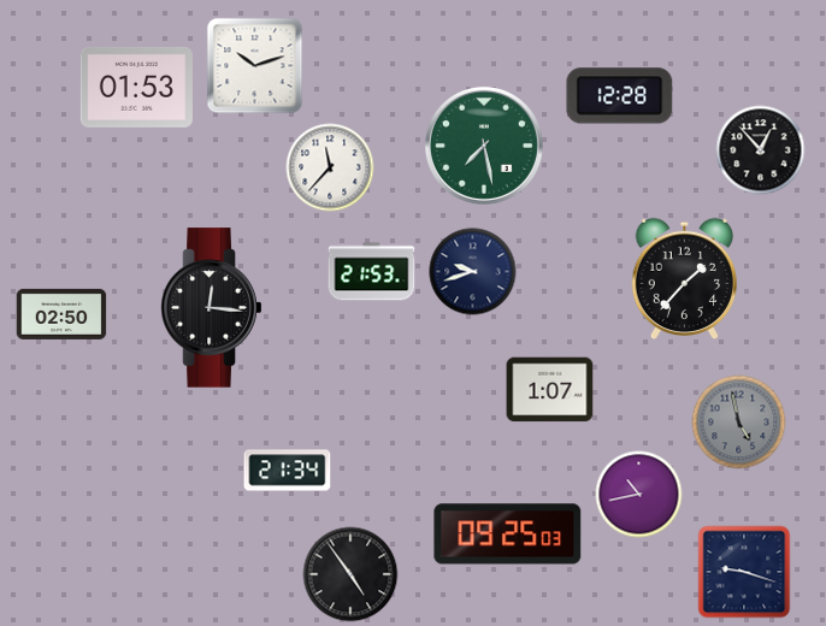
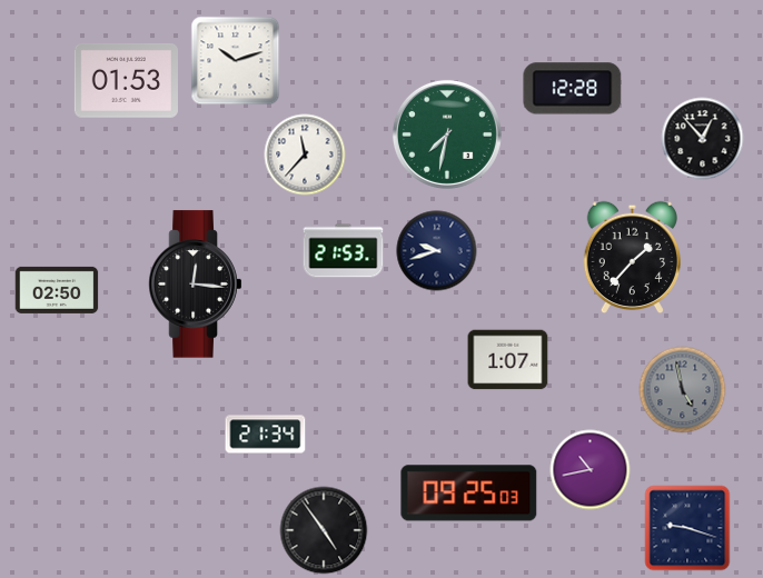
clock at (484, 146): 7:28 -> 7:32
clock at (639, 495) position: (639, 495) -> (591, 470)
